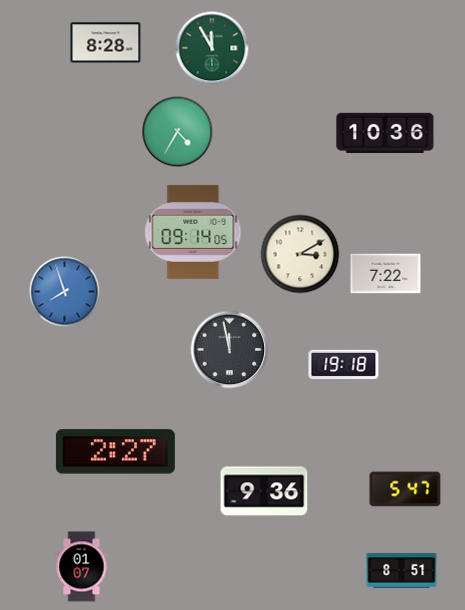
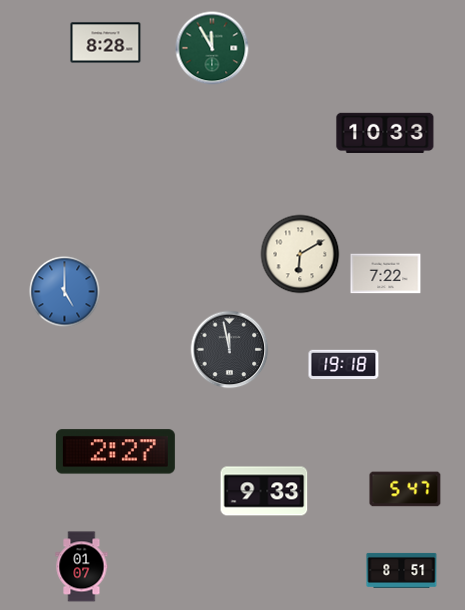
clock at (178, 132): 4:35 -> none
clock at (385, 133): 10:36 -> 10:33
clock at (193, 232): 09:14 -> none
clock at (300, 254): 3:10 -> 6:10
clock at (65, 292): 7:57 -> 5:00
clock at (264, 491): 9:36 -> 9:33
